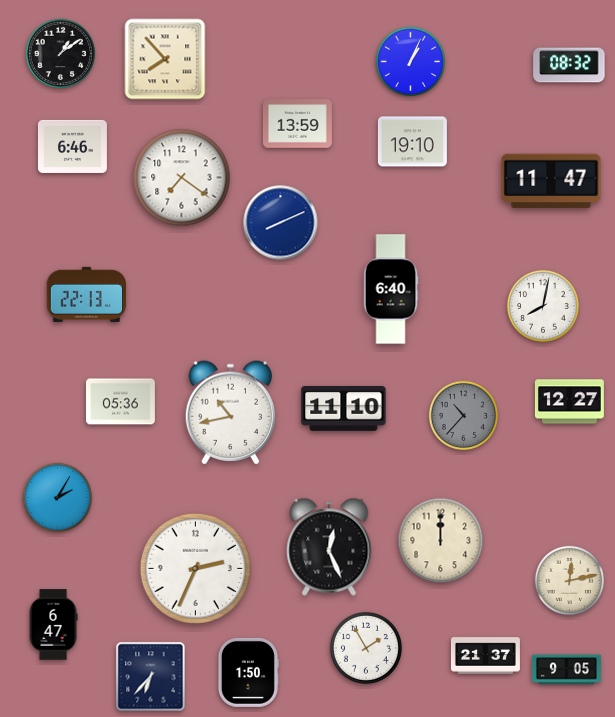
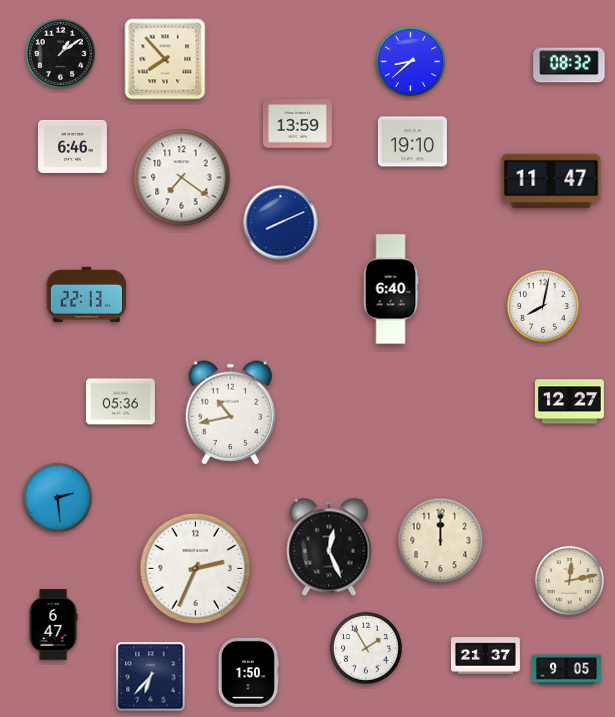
clock at (411, 62): 1:04 -> 8:38
clock at (344, 408): 11:10 -> none
clock at (464, 416): 10:37 -> none
clock at (58, 498): 2:05 -> 2:29
